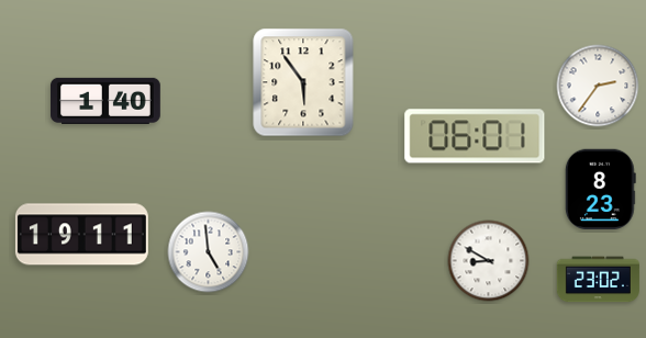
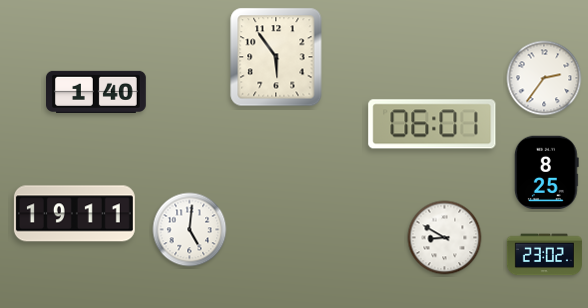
clock at (303, 82) position: (303, 82) -> (276, 57)
clock at (600, 190): 8:23 -> 8:25
clock at (209, 252): 4:59 -> 5:01
